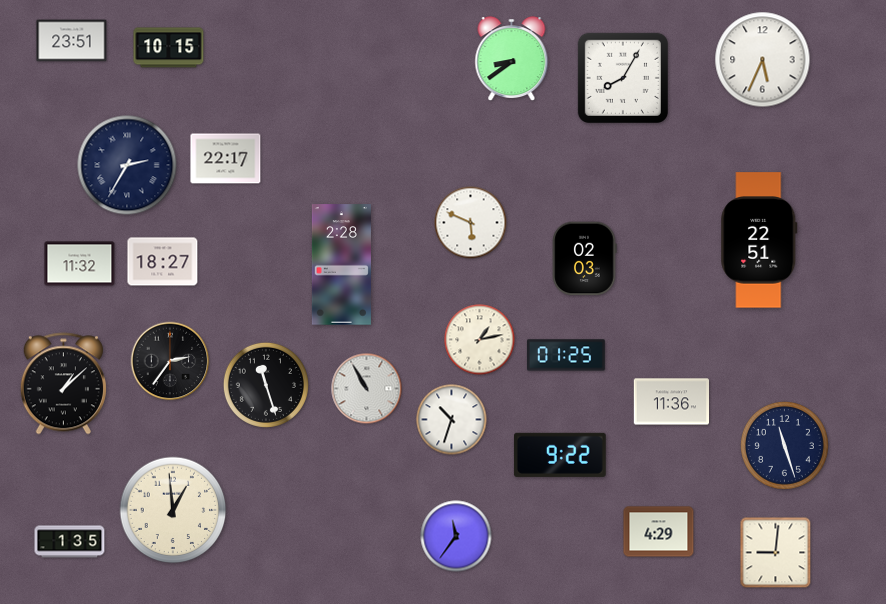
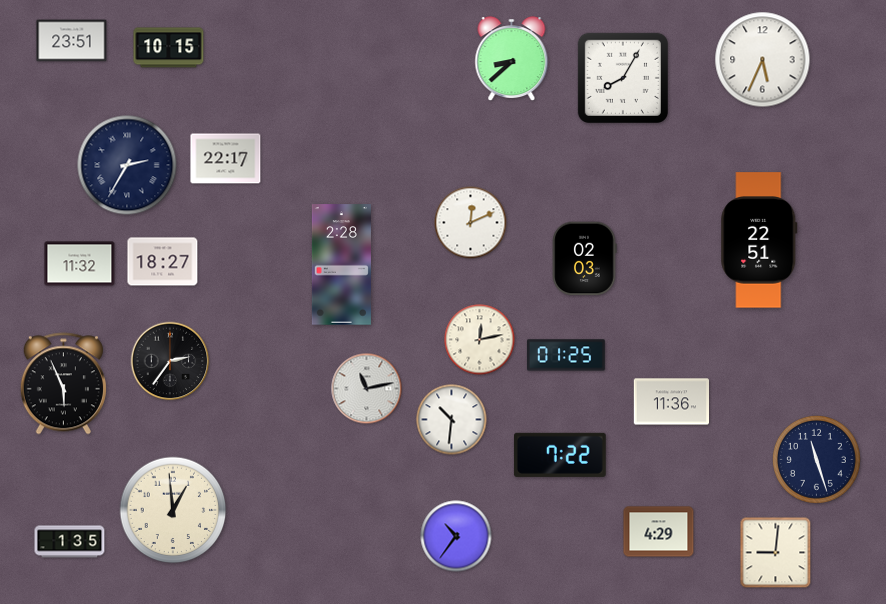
clock at (512, 59): 8:39 -> 8:38
clock at (471, 223): 5:49 -> 12:11
clock at (480, 340): 1:13 -> 12:13
clock at (63, 384): 1:08 -> 5:56
clock at (266, 385): 11:27 -> none
clock at (367, 389): 10:55 -> 11:13
clock at (452, 420): 10:33 -> 10:31
clock at (784, 445) position: (784, 445) -> (816, 459)
clock at (560, 455): 9:22 -> 7:22
clock at (456, 536): 11:36 -> 10:36
